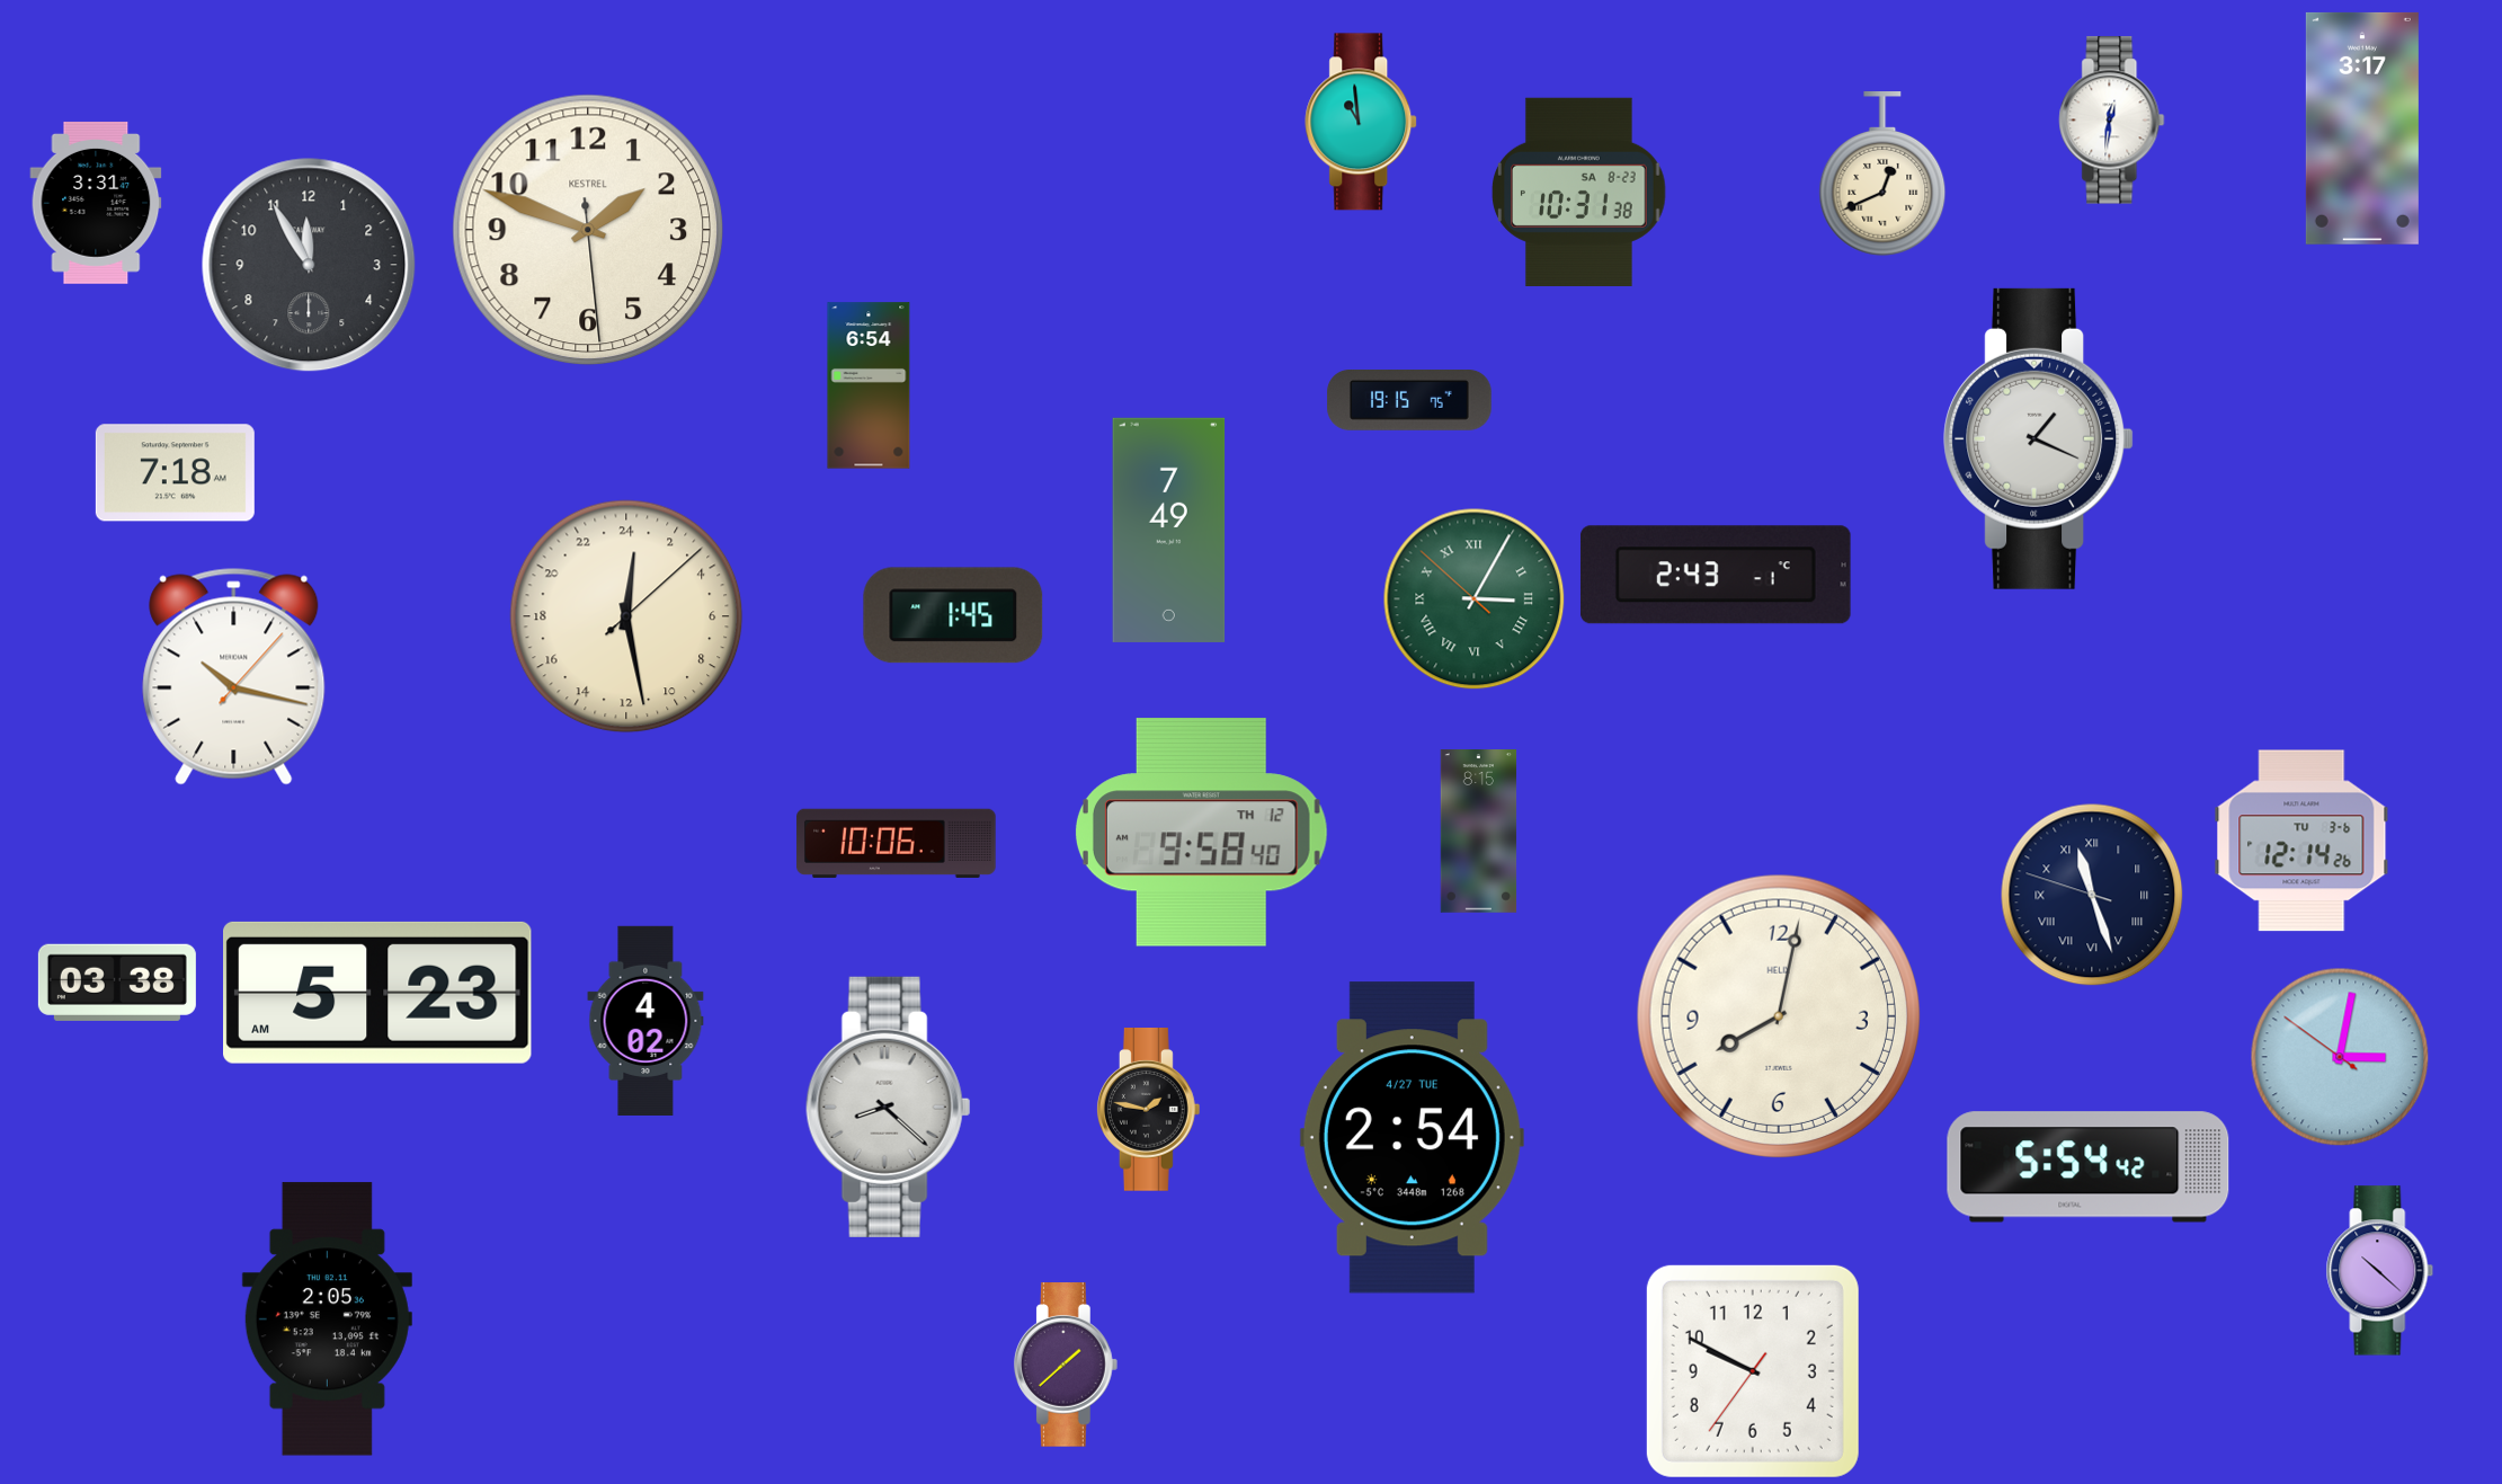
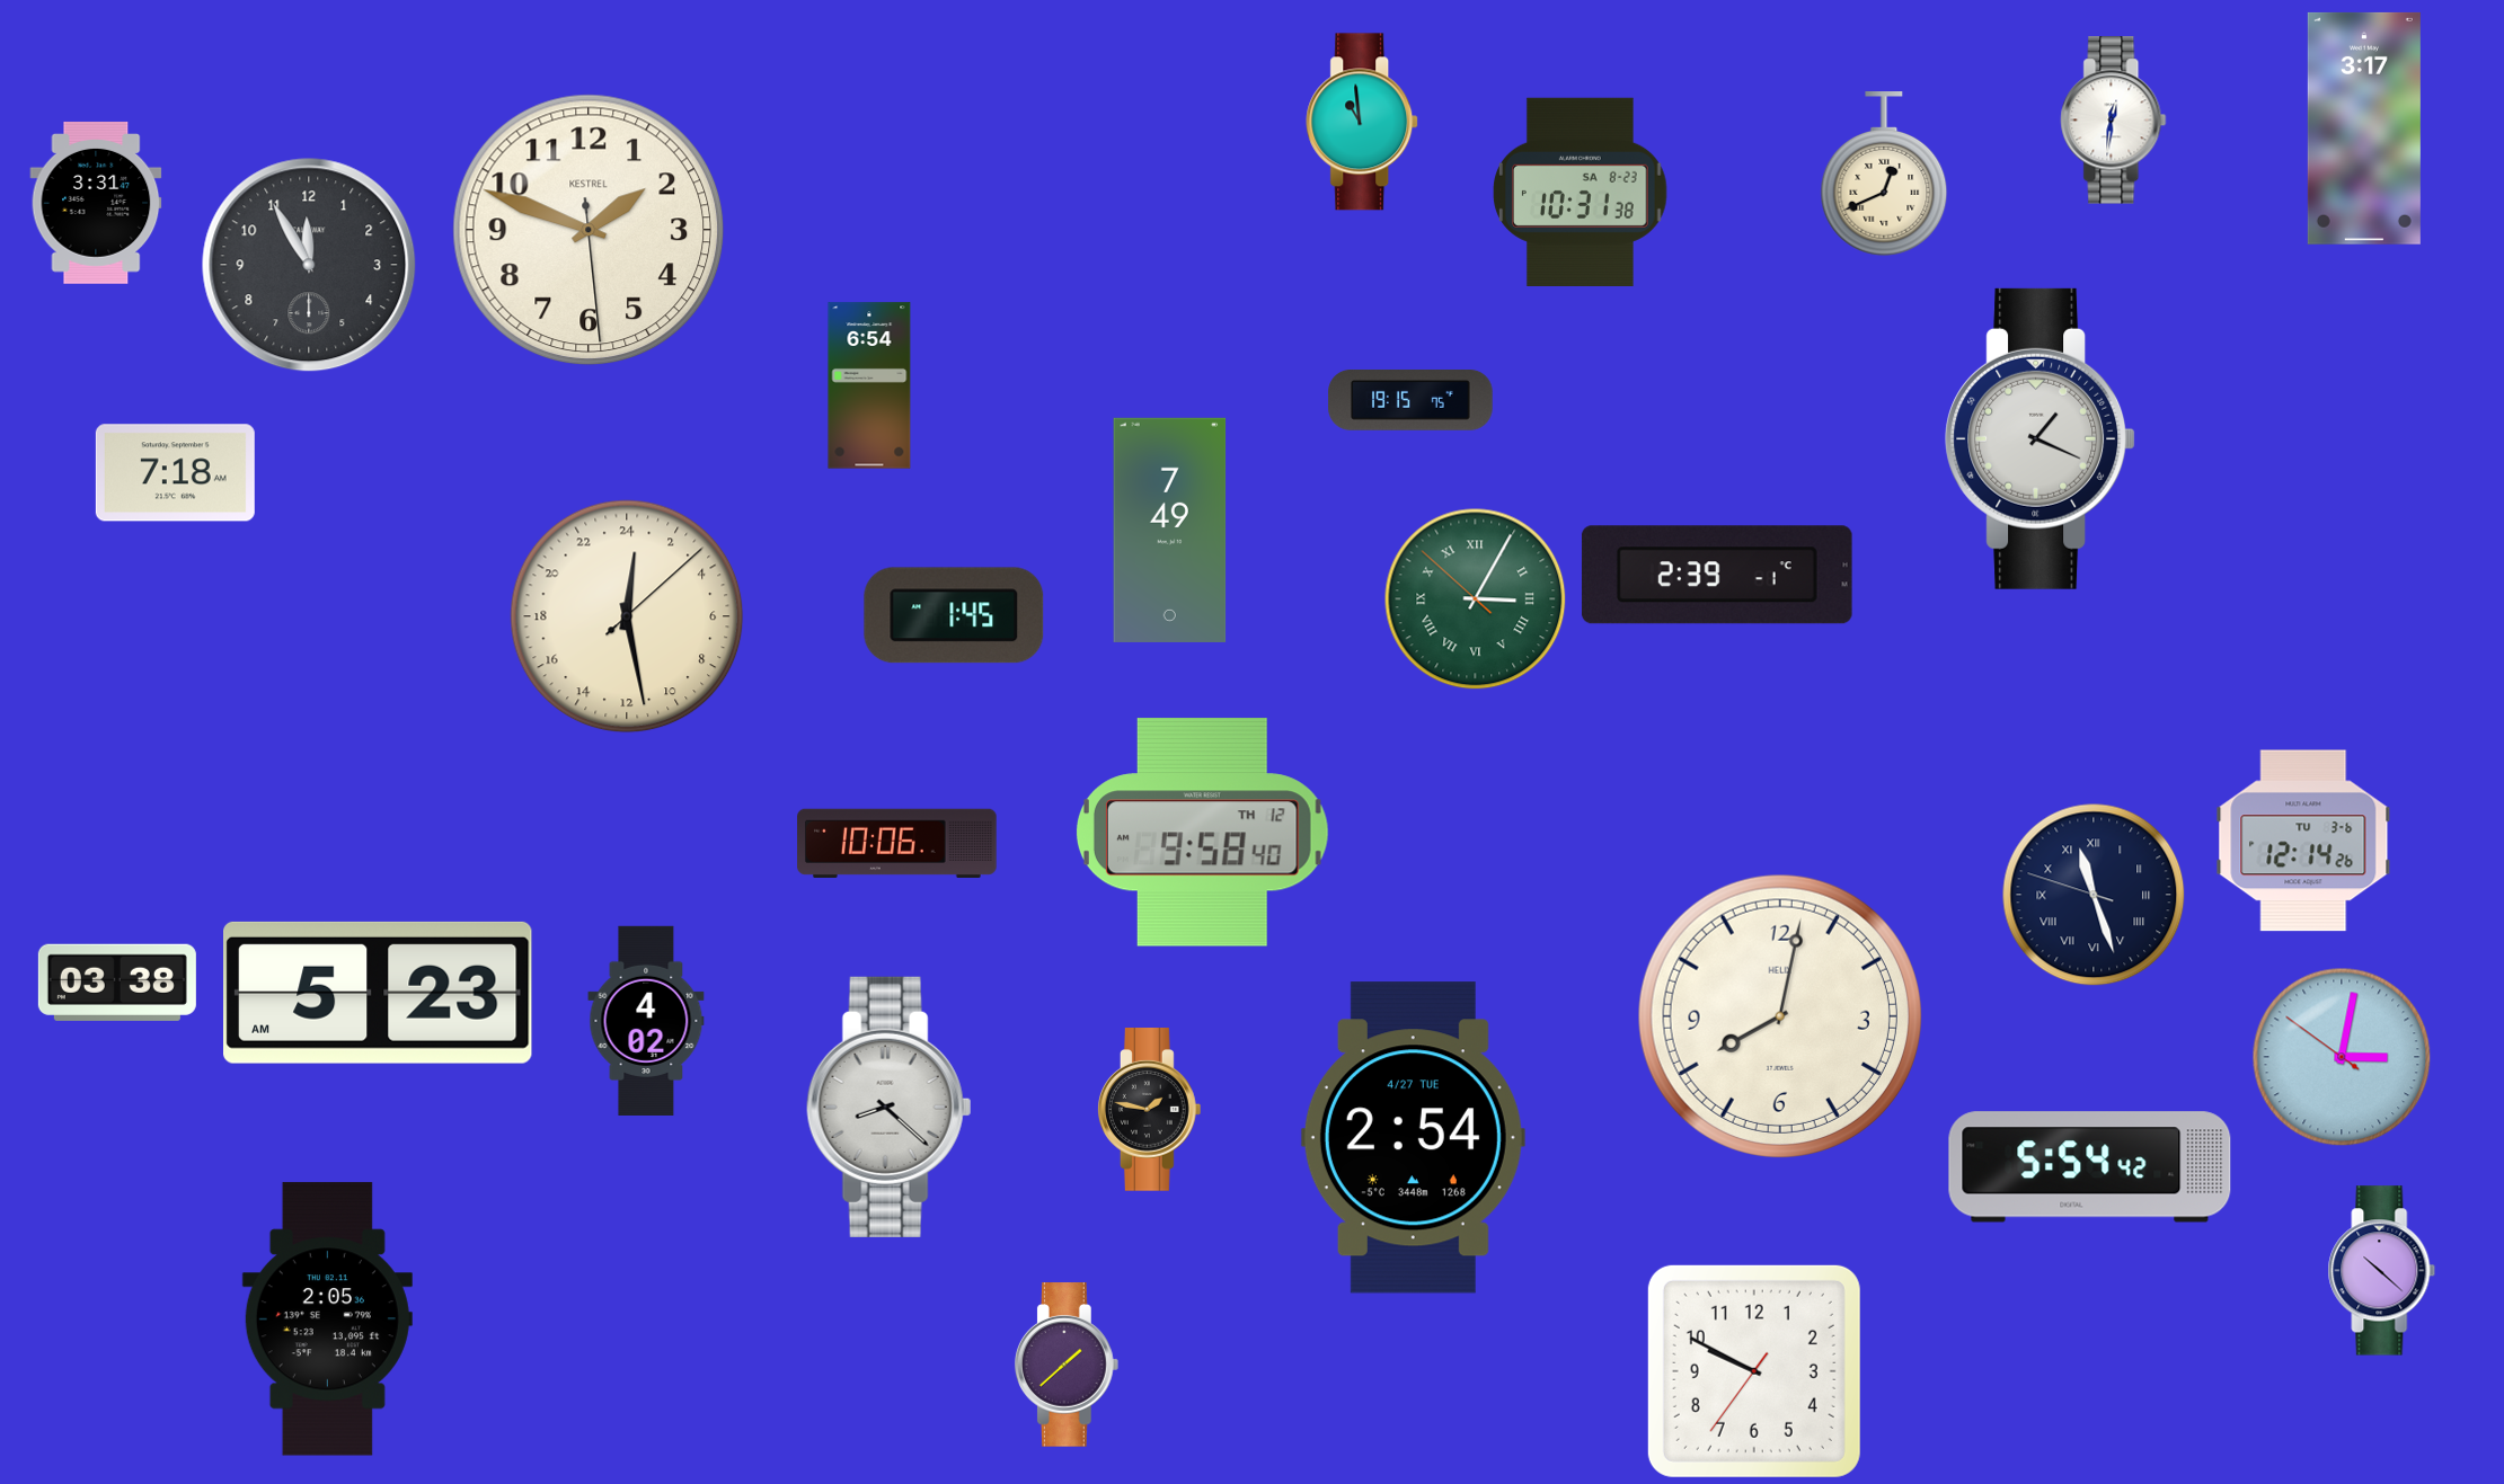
clock at (1716, 575): 2:43 -> 2:39
clock at (234, 676): 10:17 -> none
clock at (1479, 832): 8:15 -> none
